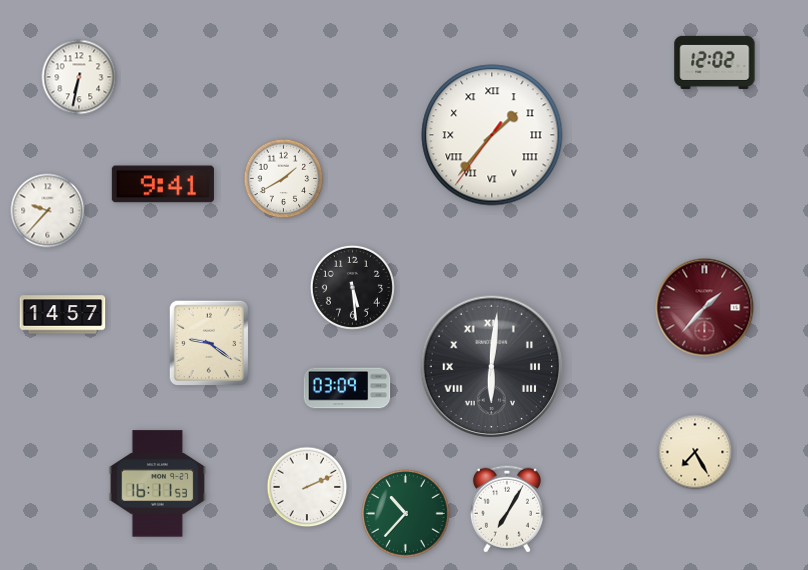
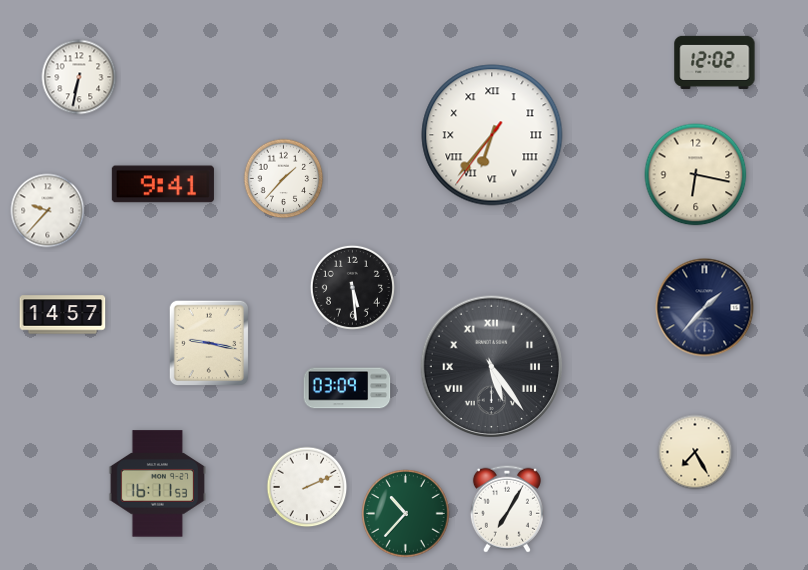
clock at (492, 135): 1:36 -> 6:36
clock at (696, 175): none -> 6:17
clock at (284, 179): 1:40 -> 1:37
clock at (705, 308) dial: burgundy -> navy
clock at (208, 342): 9:21 -> 9:17
clock at (492, 367): 6:01 -> 5:24
